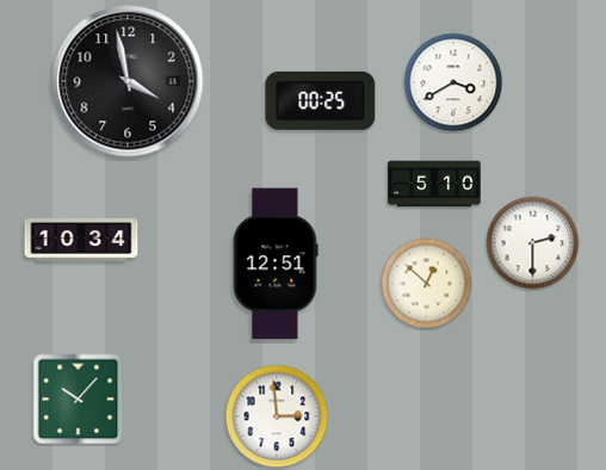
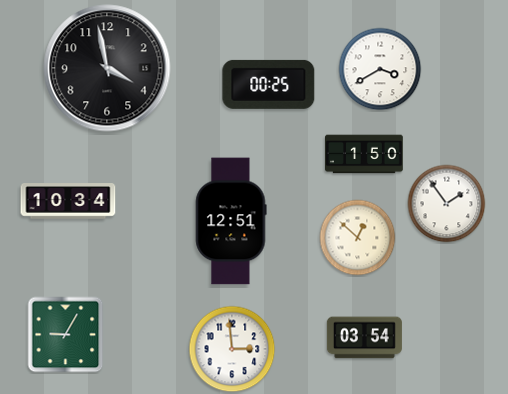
clock at (434, 184): 5:10 -> 1:50
clock at (533, 243): 2:30 -> 1:54
clock at (79, 400): 10:07 -> 9:05
clock at (364, 338): none -> 03:54
